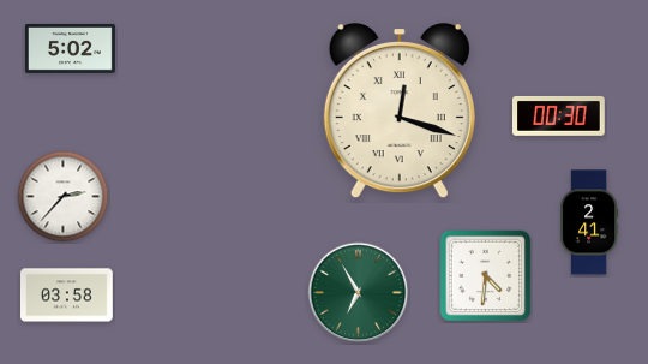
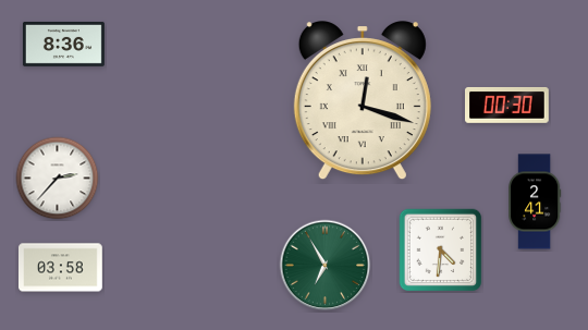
clock at (70, 48): 5:02 -> 8:36
